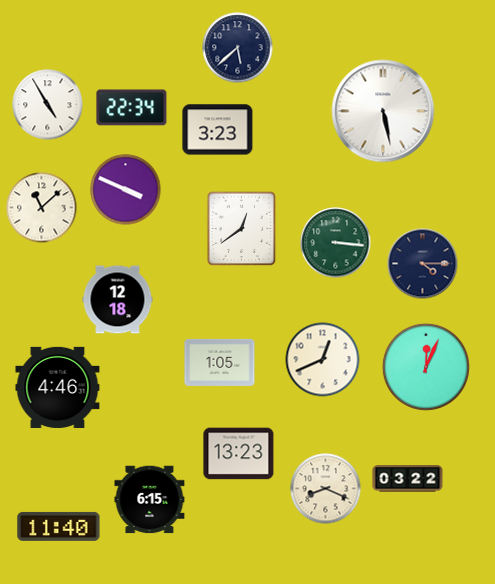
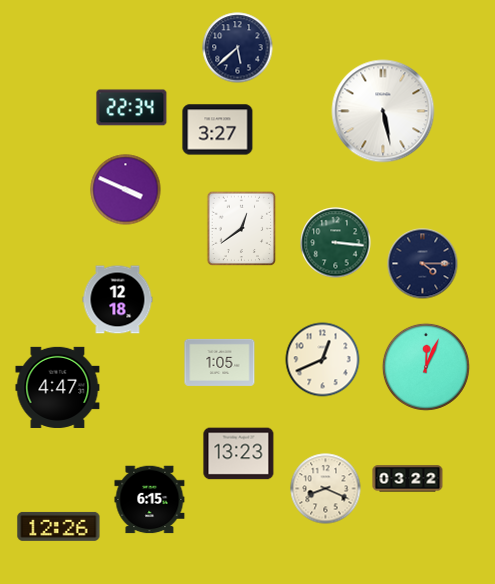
clock at (48, 105): 4:55 -> none
clock at (218, 130): 3:23 -> 3:27
clock at (42, 208): 11:08 -> none
clock at (58, 387): 4:46 -> 4:47
clock at (59, 526): 11:40 -> 12:26
